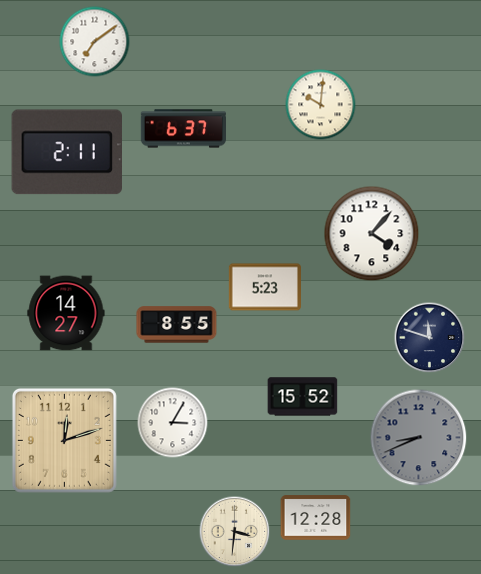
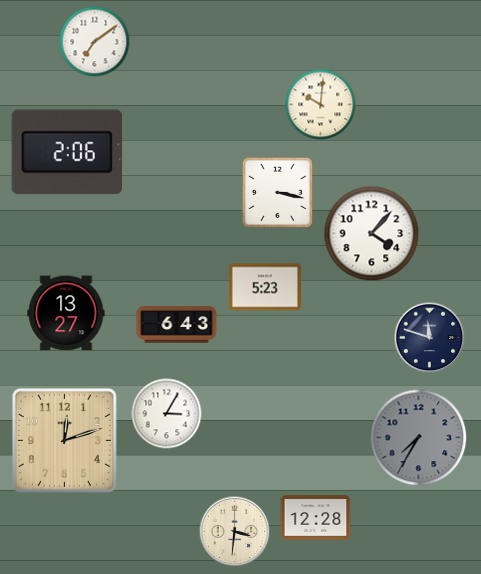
clock at (183, 129): 6:37 -> none
clock at (67, 152): 2:11 -> 2:06
clock at (277, 192): none -> 3:17
clock at (66, 313): 14:27 -> 13:27
clock at (177, 325): 8:55 -> 6:43
clock at (303, 397): 15:52 -> none
clock at (173, 423) position: (173, 423) -> (167, 414)
clock at (419, 438): 8:41 -> 7:35
